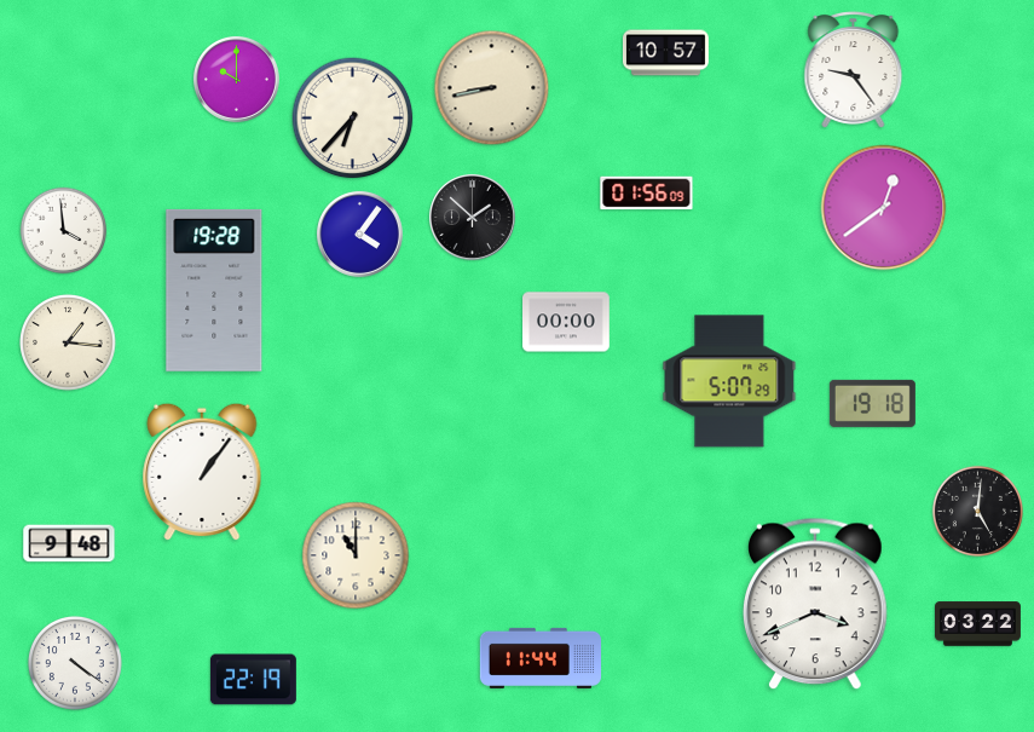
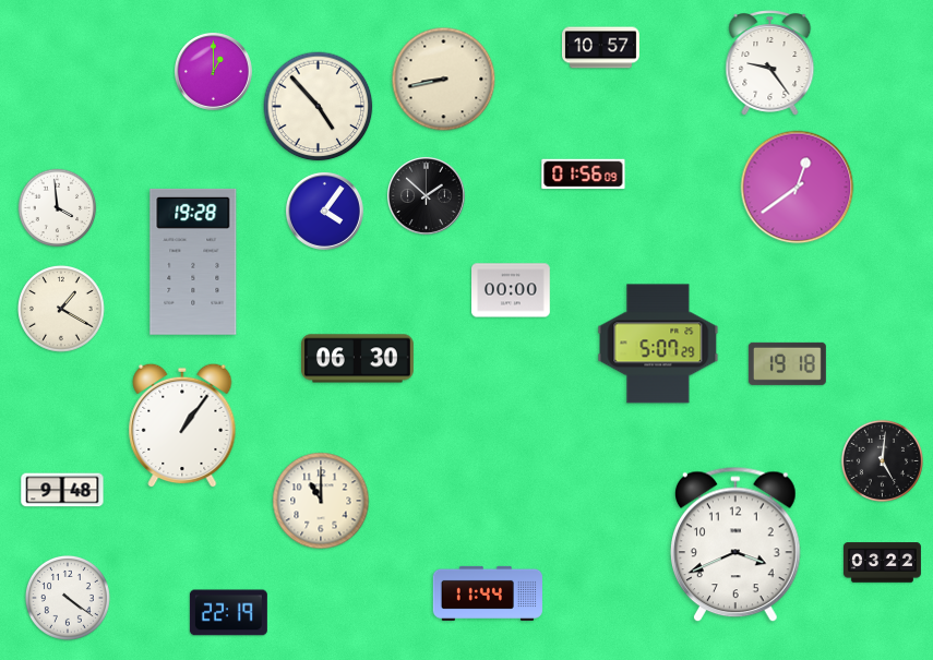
clock at (236, 79): 10:00 -> 1:00
clock at (353, 119): 6:37 -> 4:53
clock at (69, 344): 1:16 -> 1:20
clock at (358, 359): none -> 06:30
